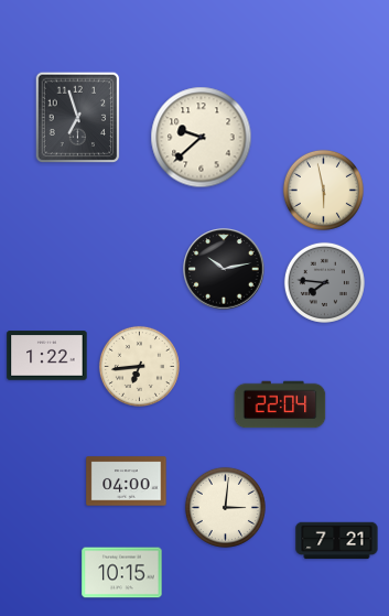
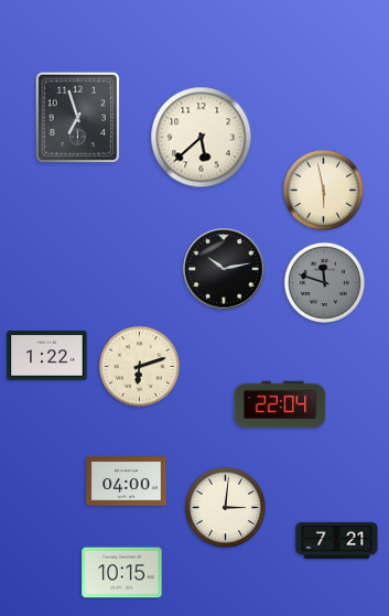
clock at (202, 138): 9:38 -> 5:38
clock at (324, 282): 7:46 -> 11:48
clock at (139, 366): 6:44 -> 6:12
